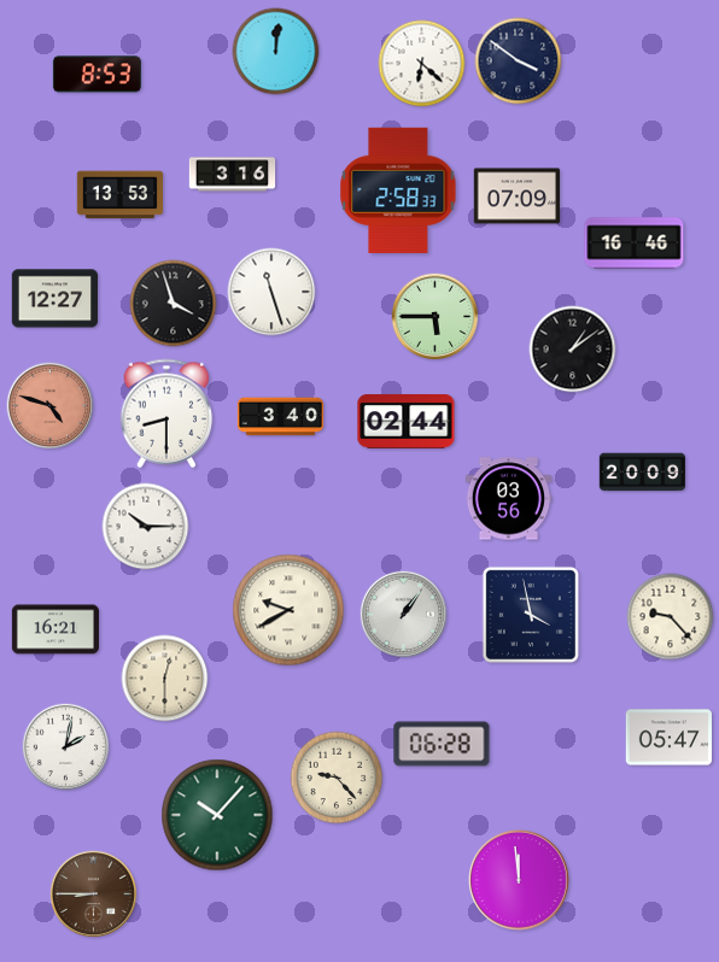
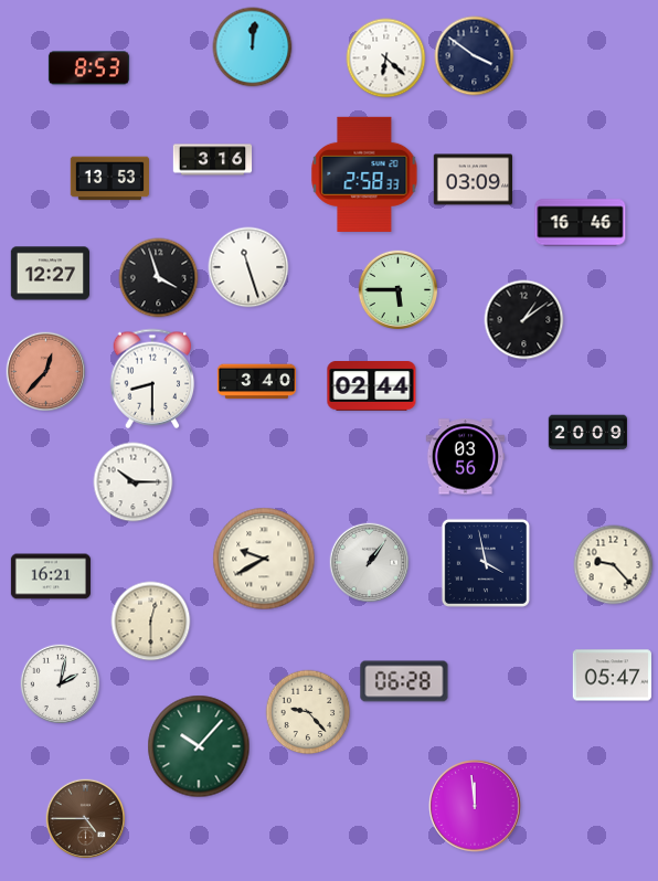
clock at (518, 196): 07:09 -> 03:09
clock at (51, 406): 4:48 -> 12:37
clock at (94, 894): 8:45 -> 4:45
